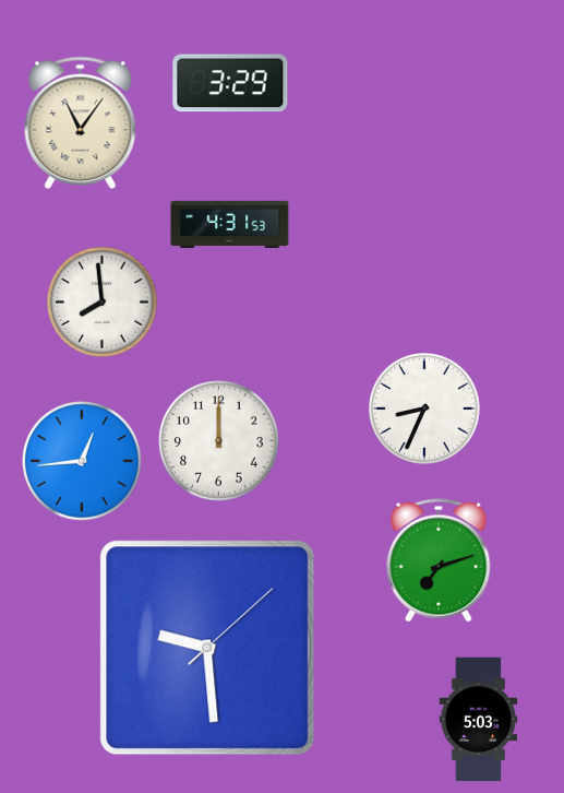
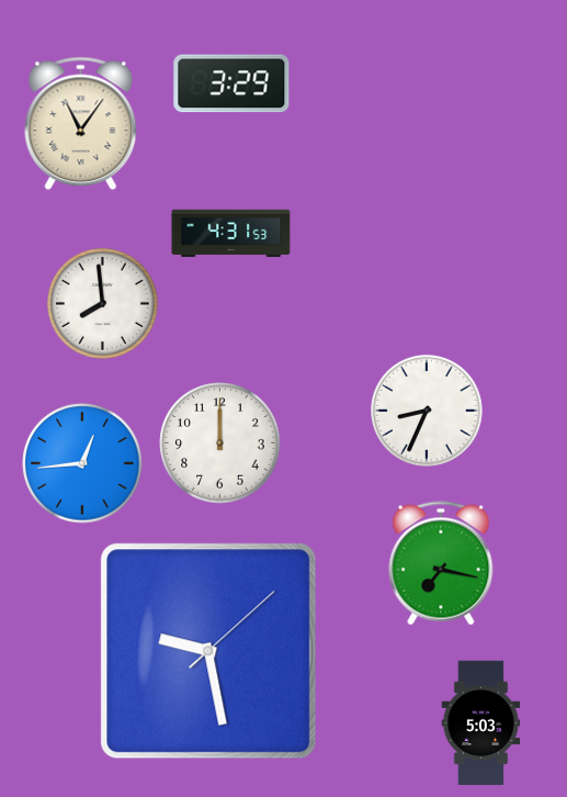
clock at (230, 225) position: (230, 225) -> (231, 234)
clock at (439, 560): 7:12 -> 7:17
clock at (207, 648): 9:29 -> 9:28
